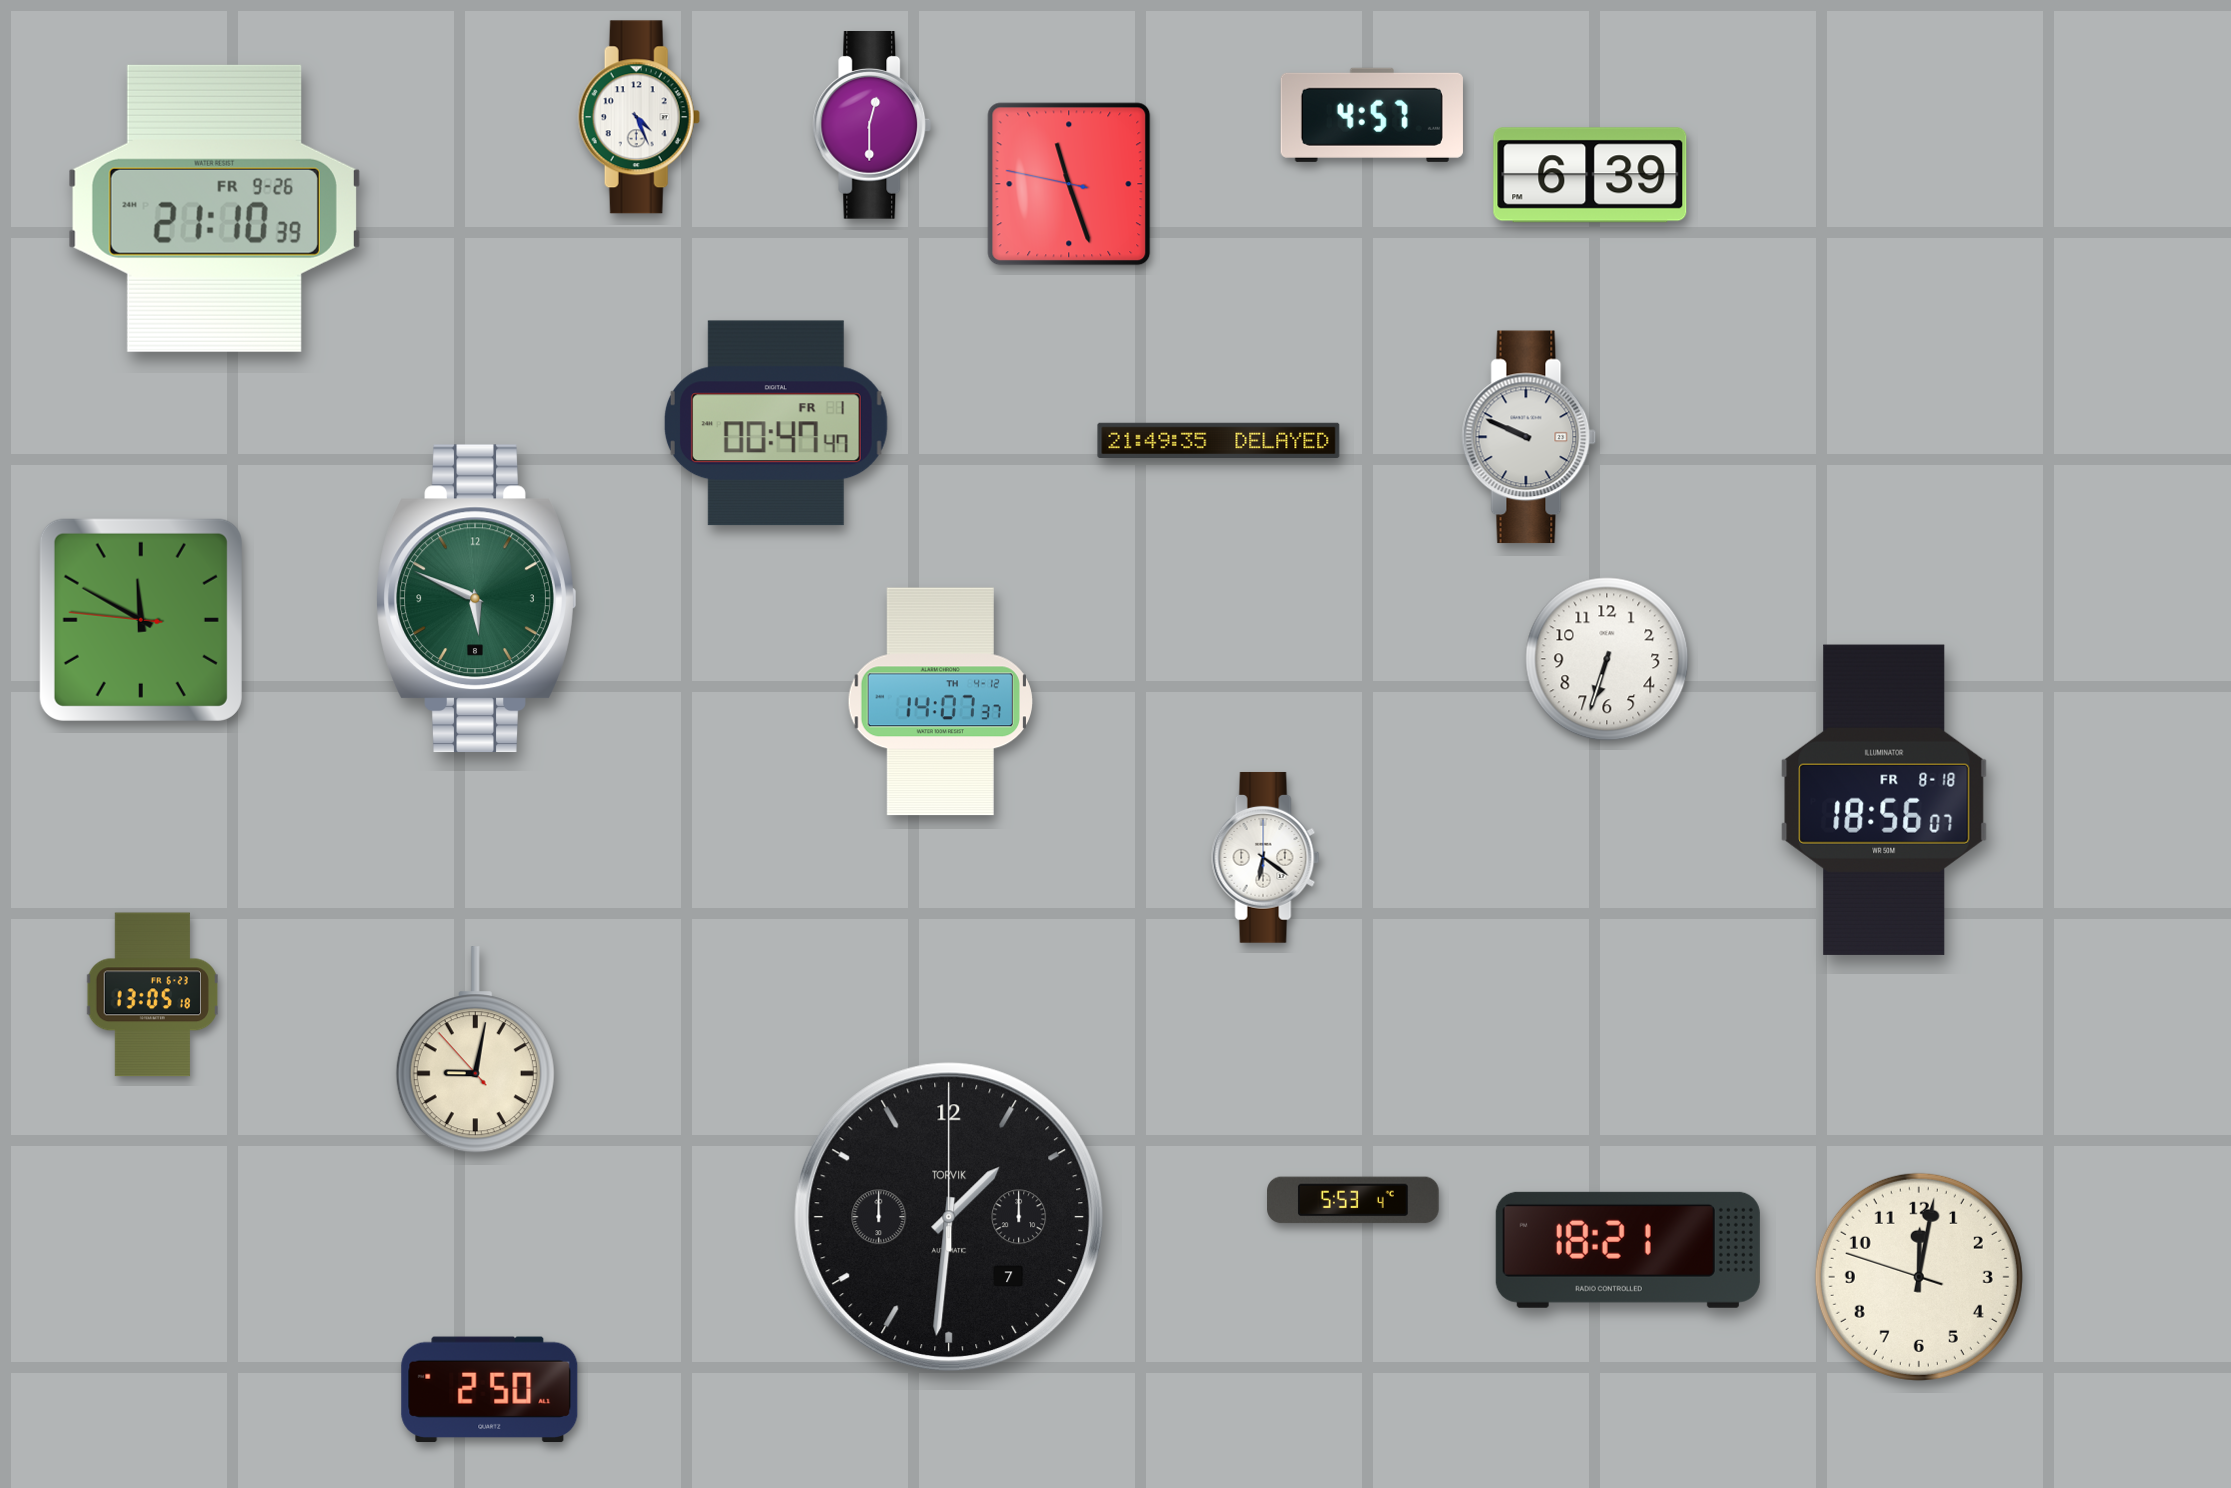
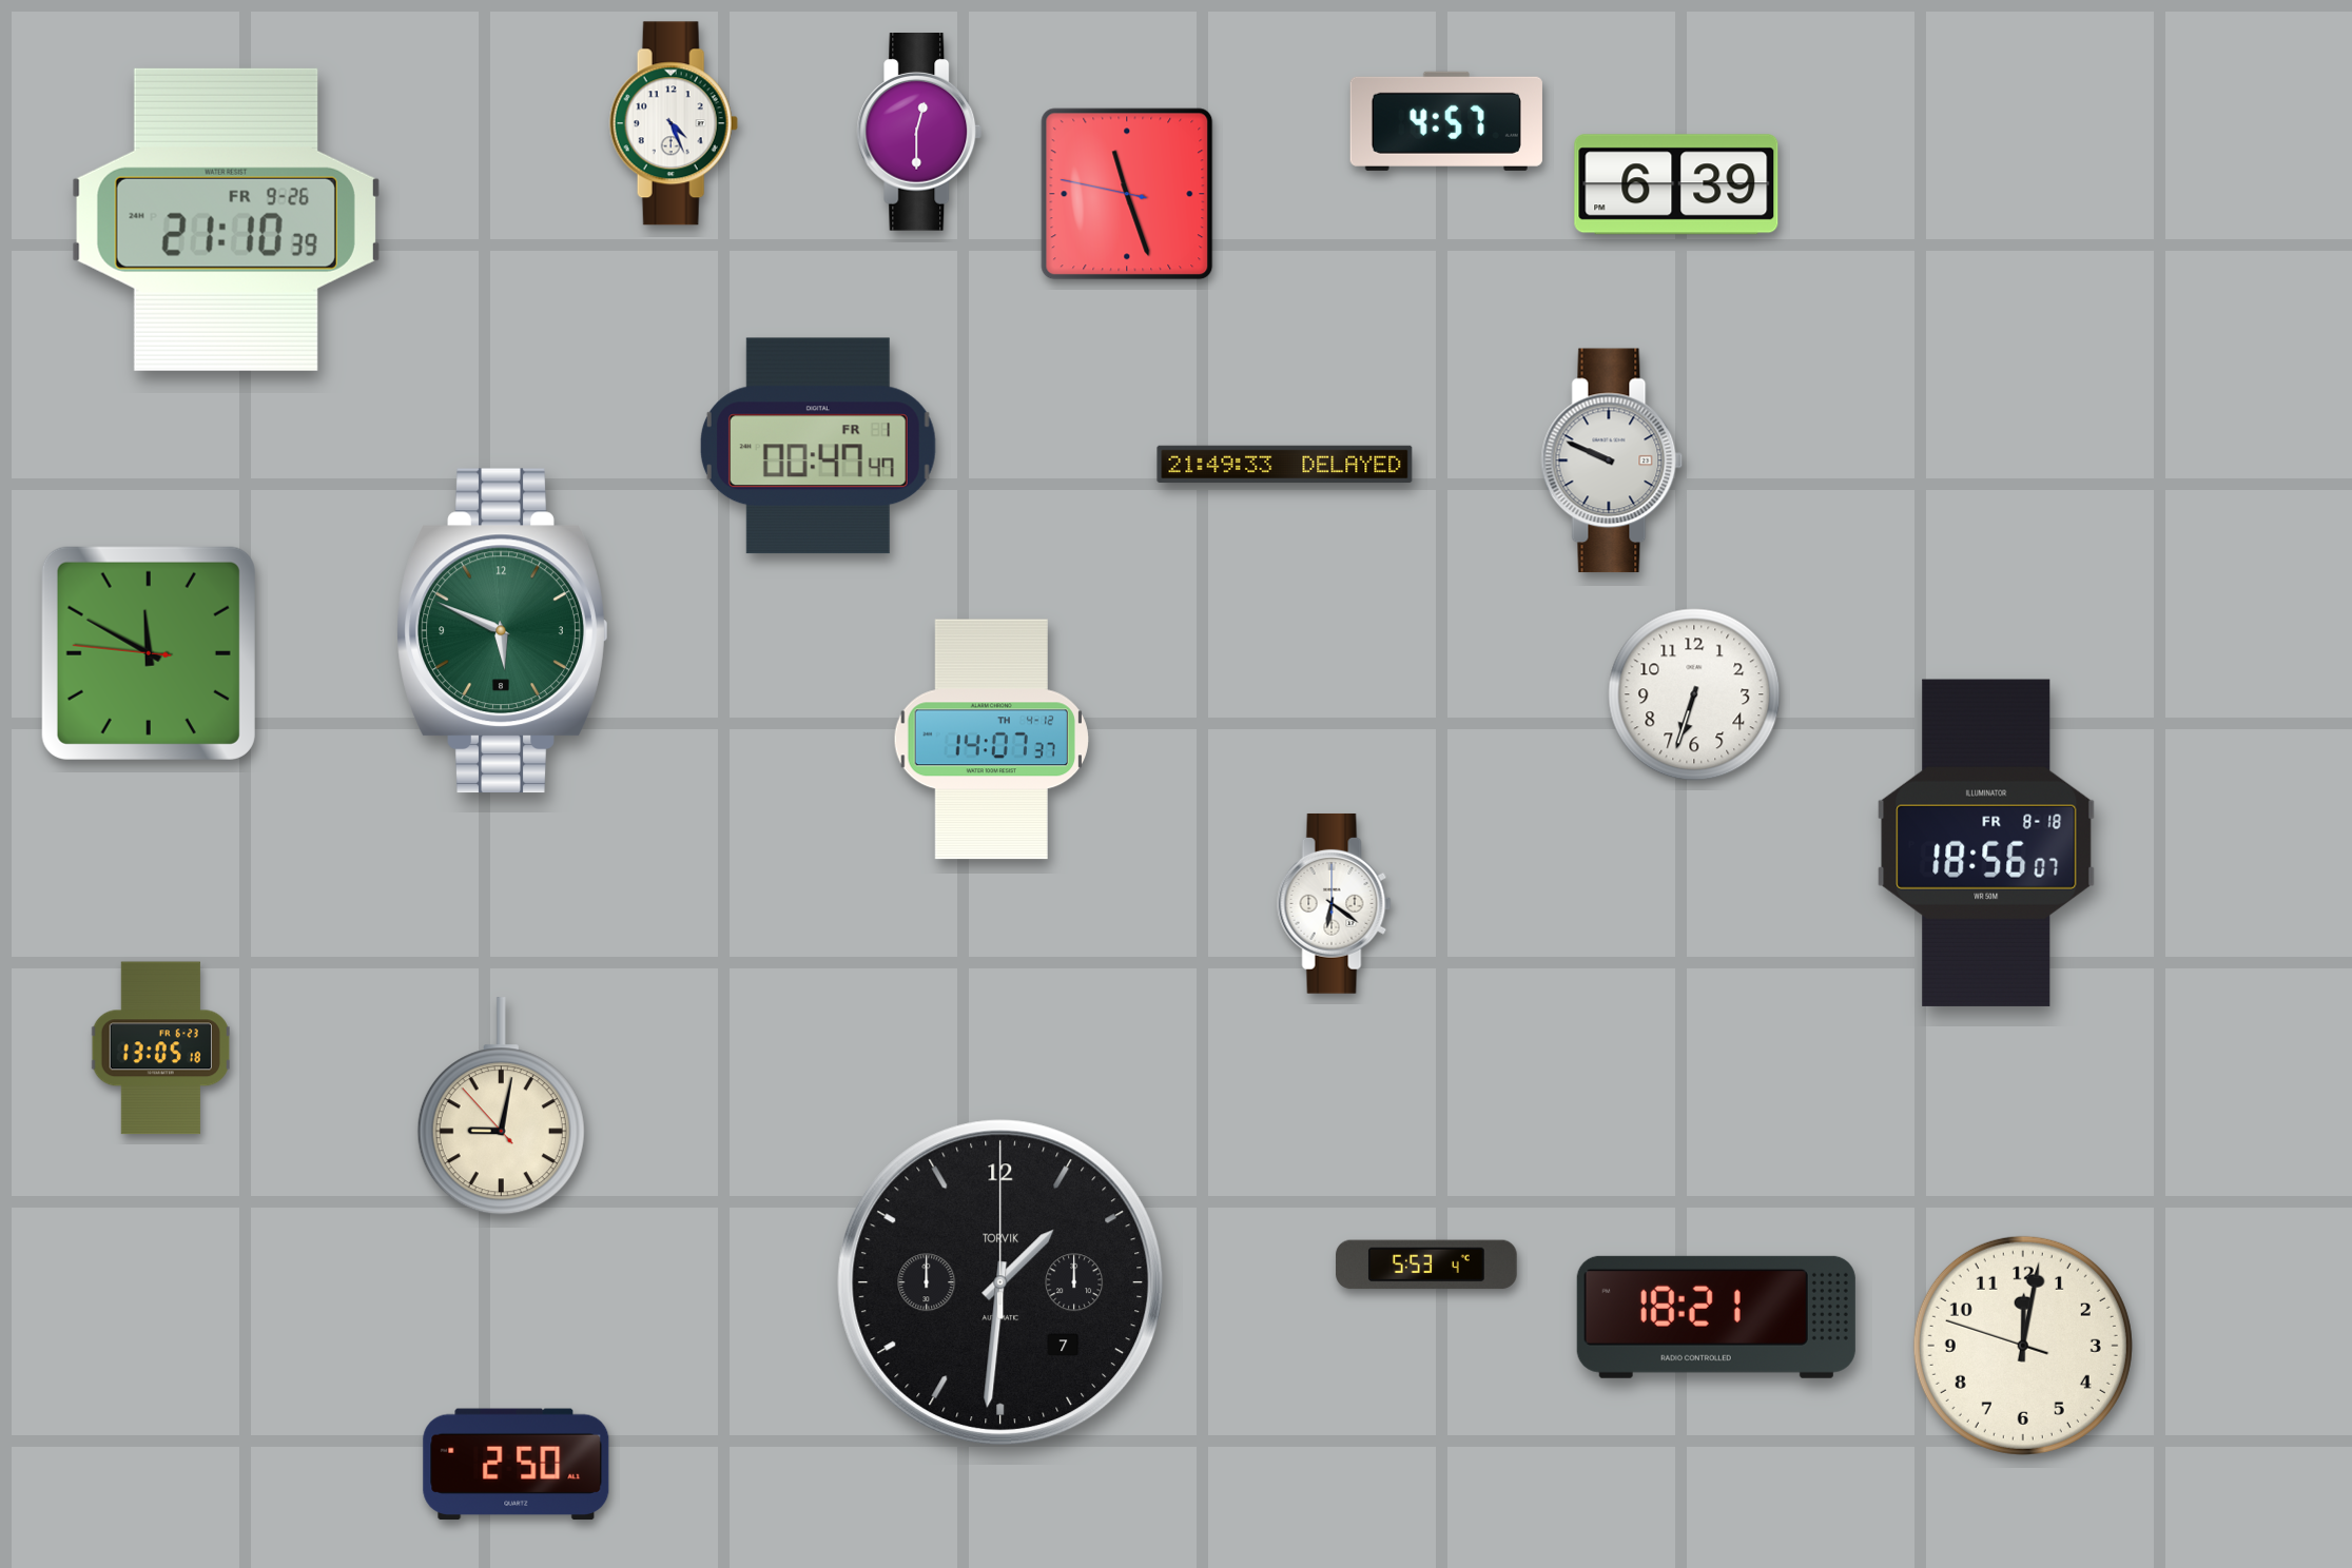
clock at (1219, 441): 21:49:35 -> 21:49:33
